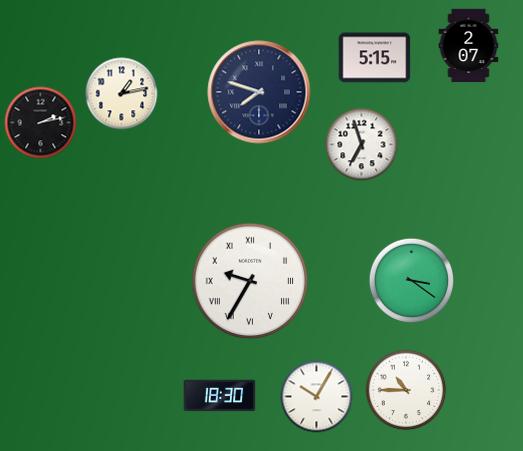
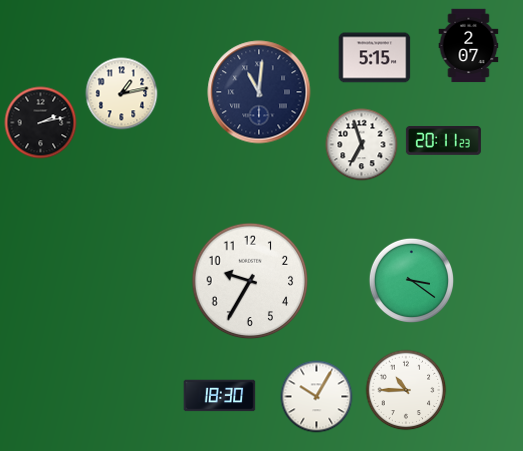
clock at (259, 92): 7:48 -> 11:01
clock at (443, 141): none -> 20:11
clock at (250, 281) numerals: Roman -> Arabic
